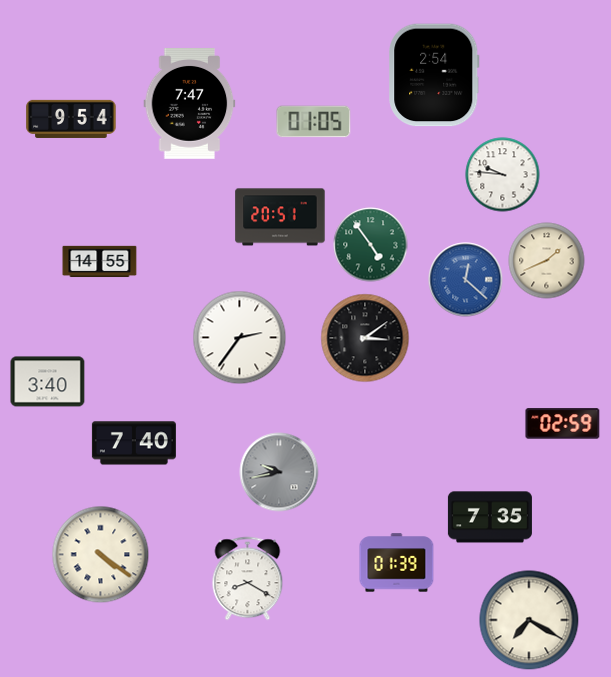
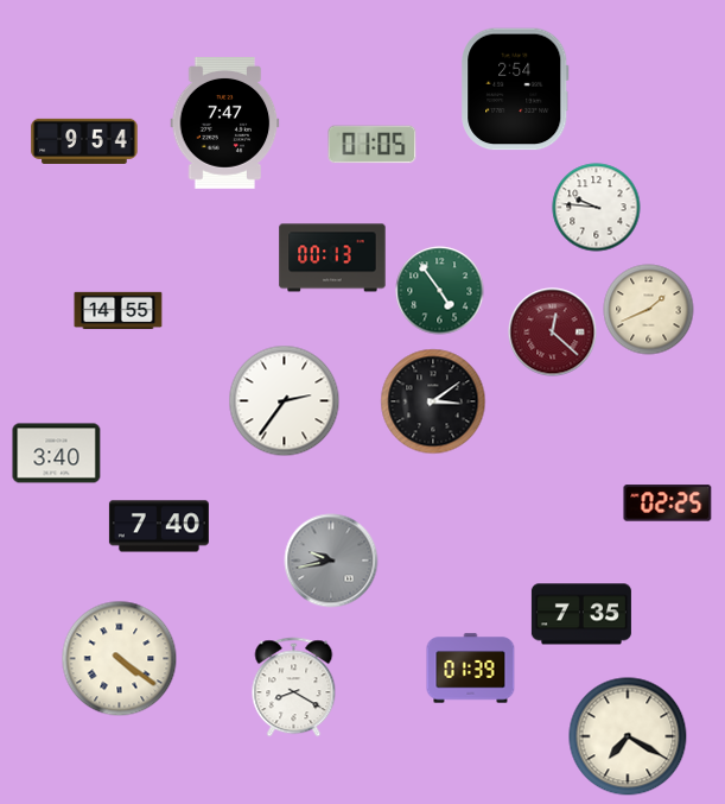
clock at (280, 217): 20:51 -> 00:13
clock at (466, 280) dial: blue -> burgundy
clock at (563, 424): 02:59 -> 02:25
